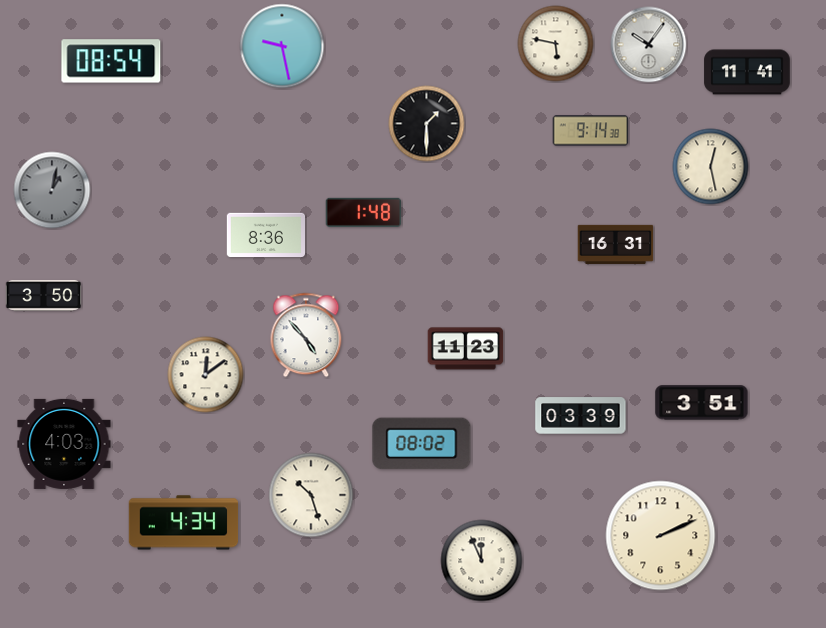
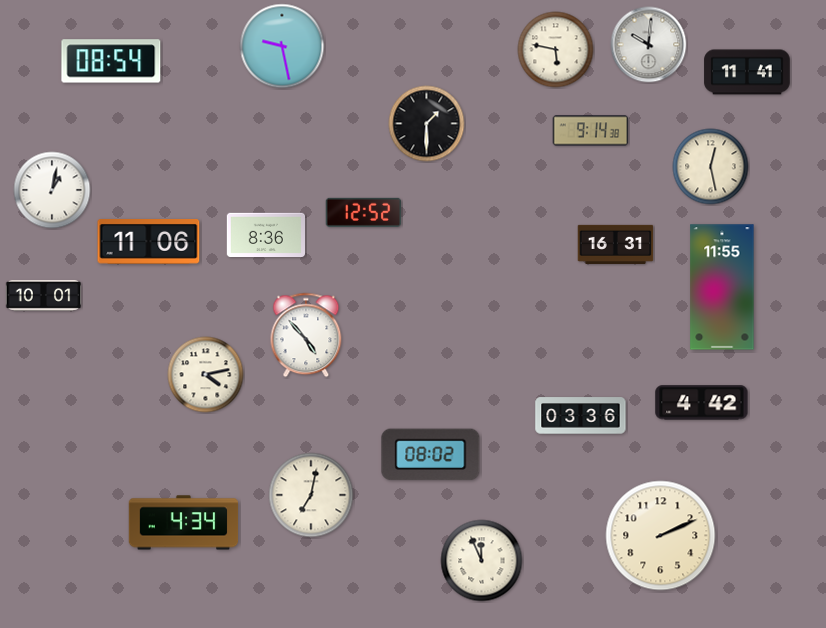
clock at (556, 44) position: (556, 44) -> (556, 50)
clock at (649, 45): 10:06 -> 10:01
clock at (52, 190) dial: grey -> white
clock at (364, 212): 1:48 -> 12:52
clock at (149, 242): none -> 11:06
clock at (722, 287): none -> 11:55
clock at (44, 295): 3:50 -> 10:01
clock at (466, 349): 11:23 -> none
clock at (206, 375): 12:09 -> 4:13
clock at (702, 403): 3:51 -> 4:42
clock at (581, 416): 03:39 -> 03:36
clock at (64, 444): 4:03 -> none
clock at (422, 444) position: (422, 444) -> (431, 455)
clock at (311, 495): 10:27 -> 7:02
